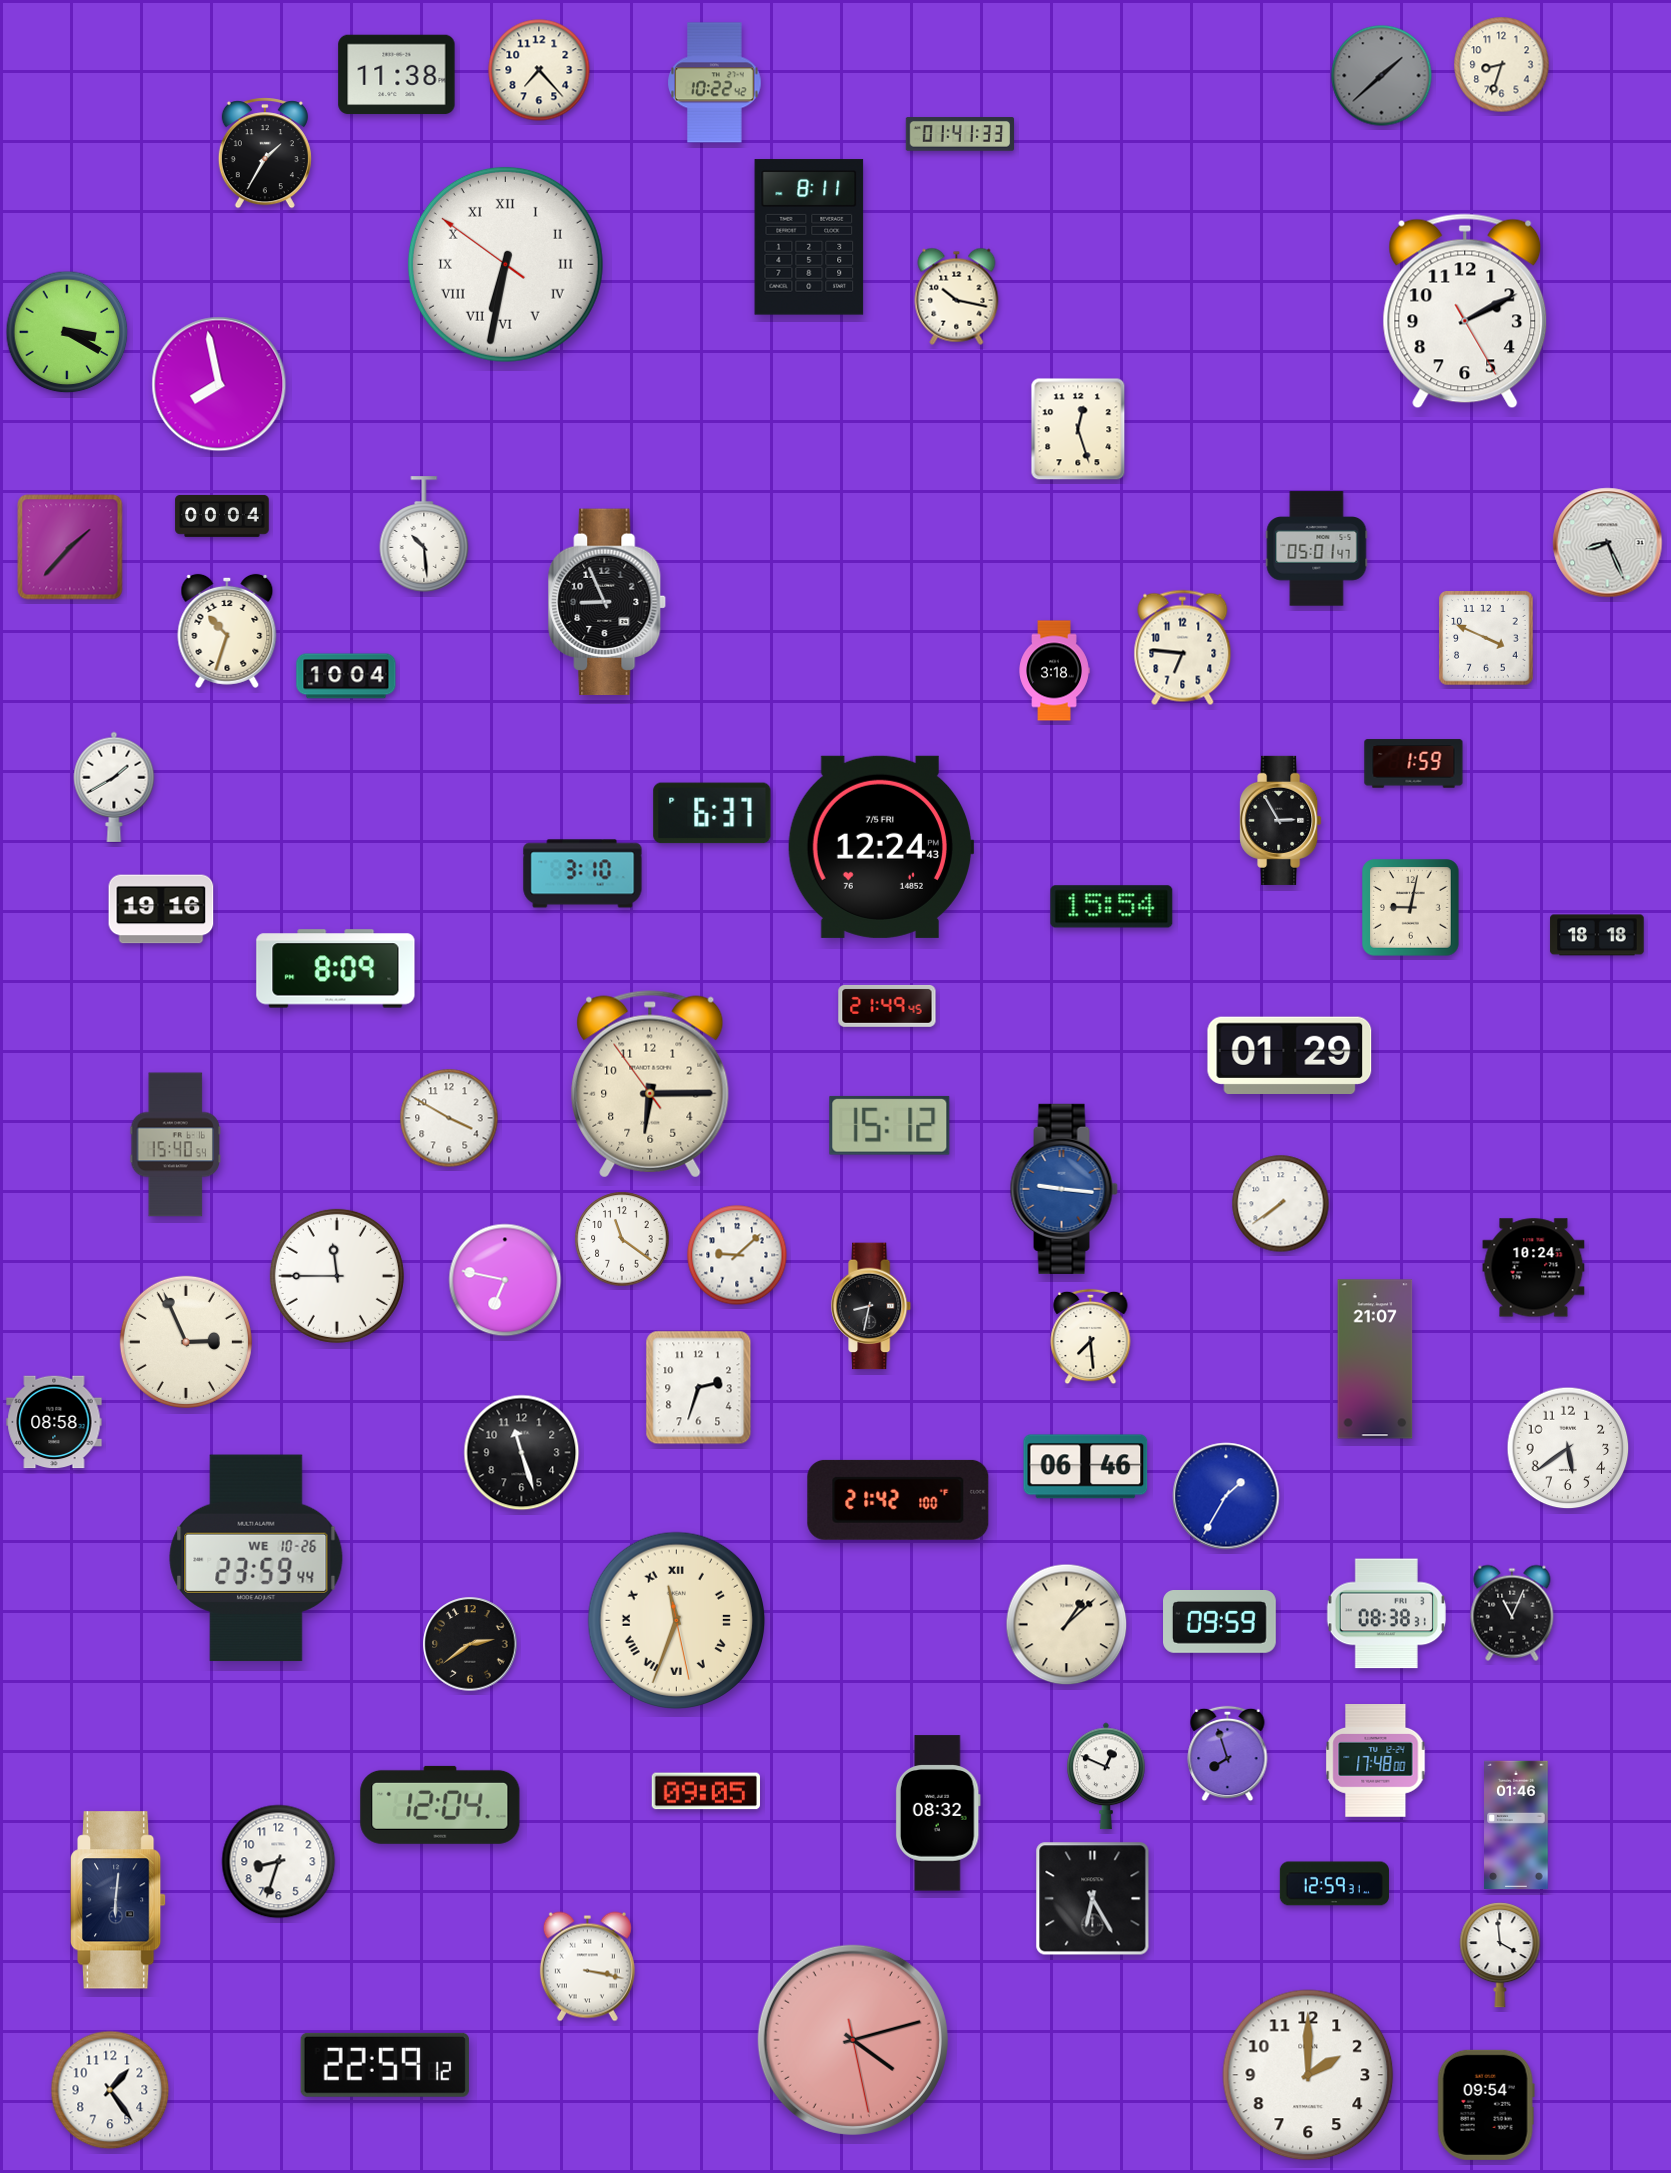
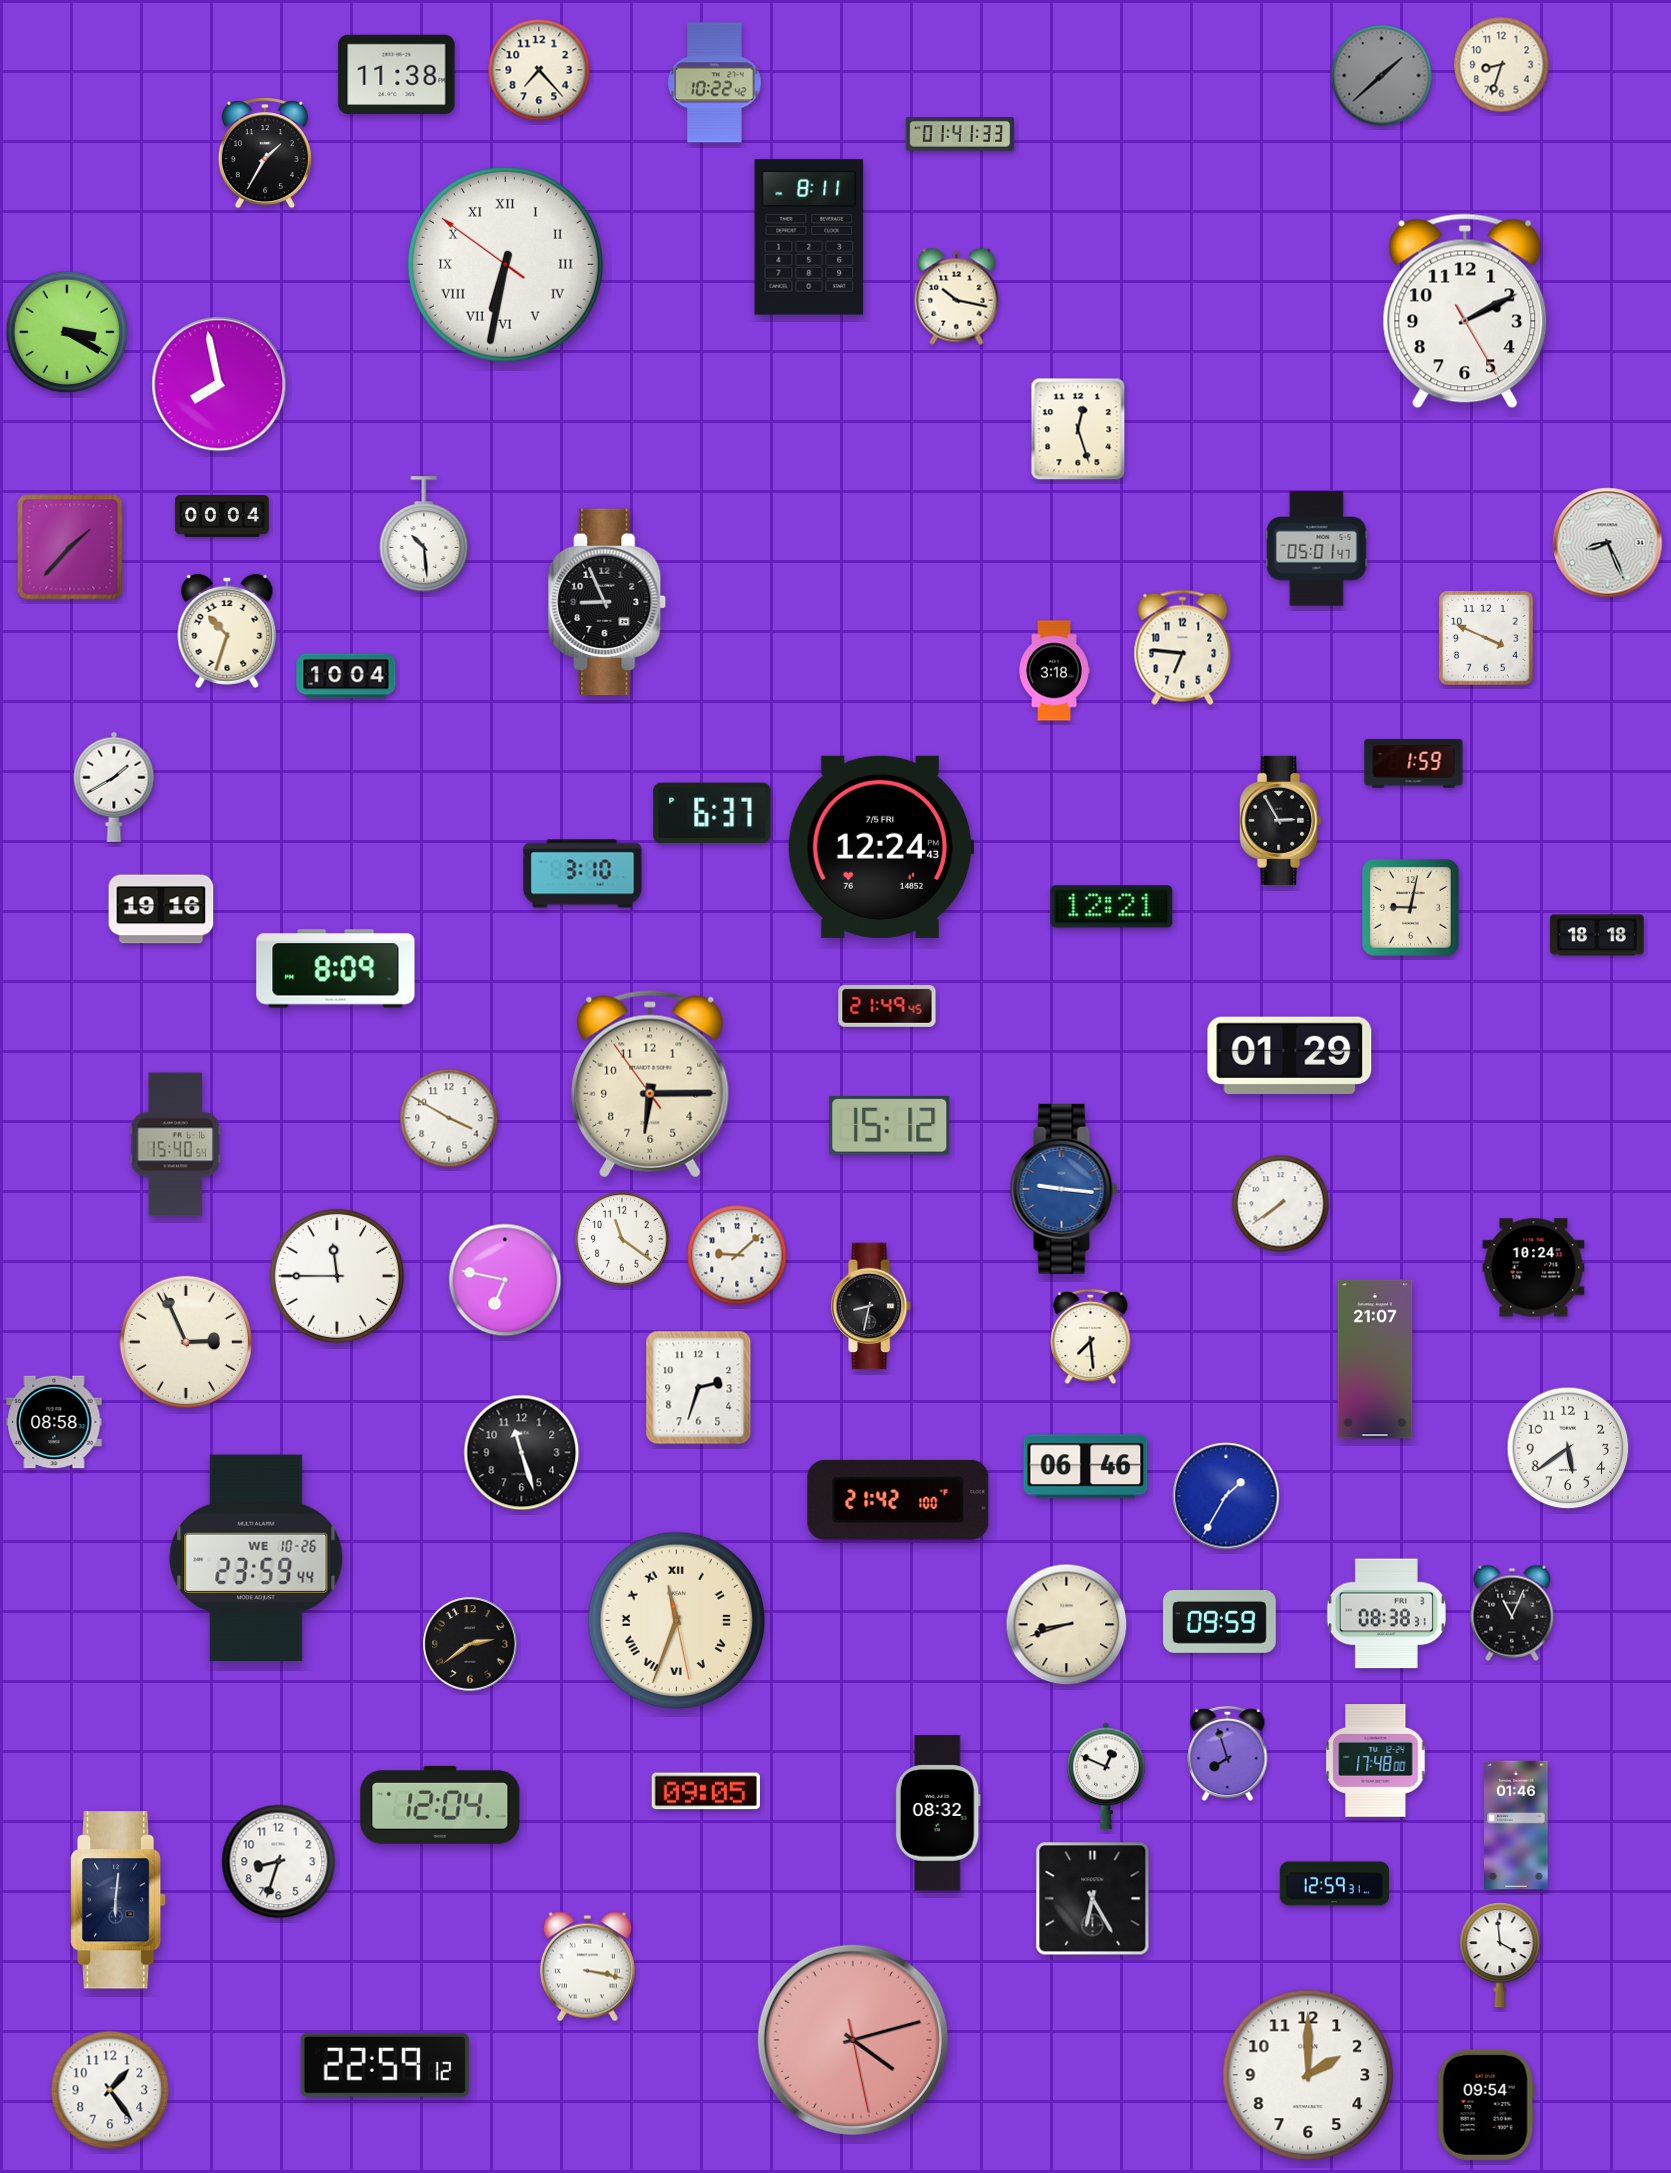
clock at (1112, 907): 15:54 -> 12:21
clock at (1067, 1625): 1:08 -> 8:42
